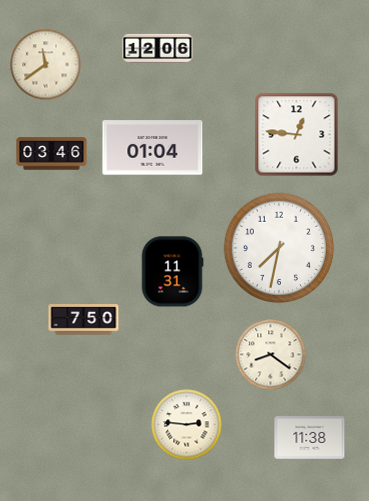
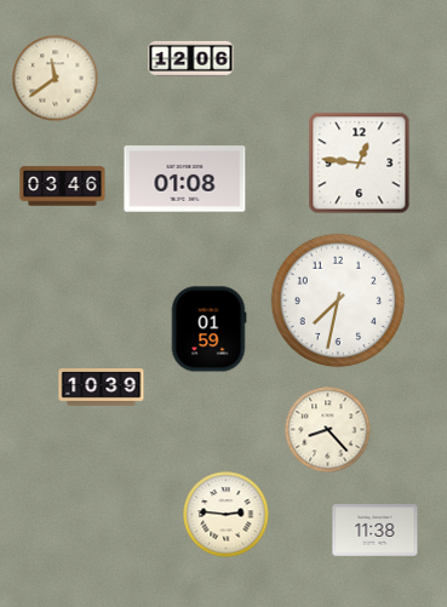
clock at (153, 148): 01:04 -> 01:08
clock at (172, 272): 11:31 -> 01:59
clock at (84, 320): 7:50 -> 10:39
clock at (271, 355): 8:21 -> 8:23
